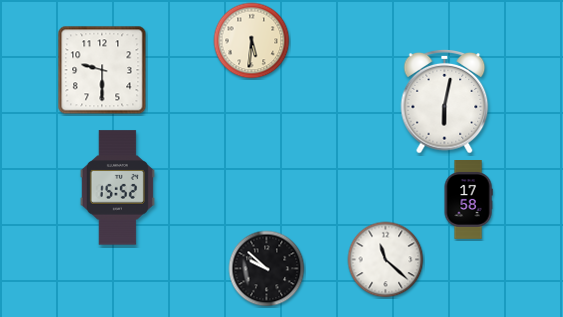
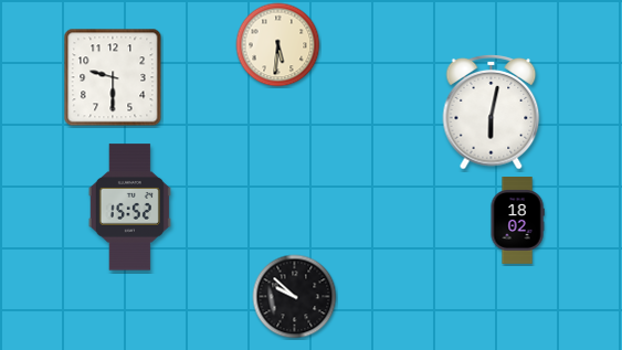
clock at (468, 200): 17:58 -> 18:02
clock at (386, 260): 11:22 -> none
